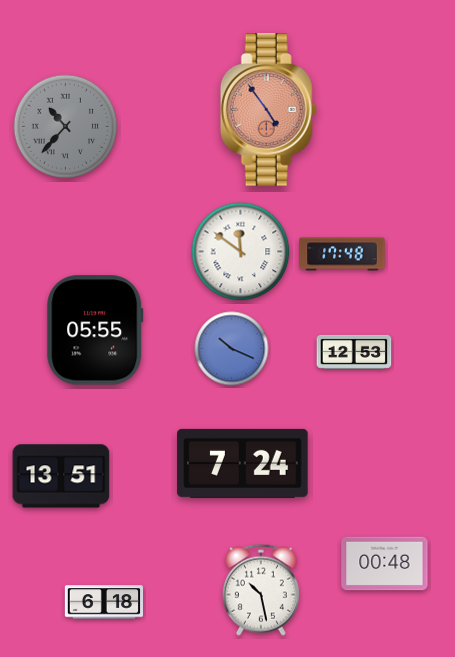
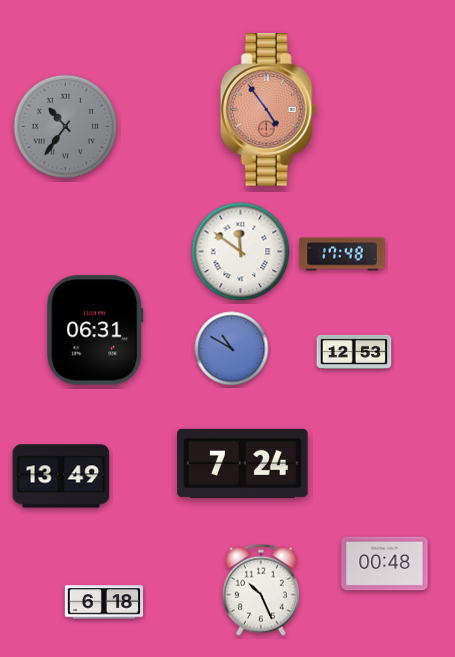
clock at (66, 127): 10:37 -> 10:36
clock at (95, 330): 05:55 -> 06:31
clock at (232, 349): 10:19 -> 10:50
clock at (61, 476): 13:51 -> 13:49
clock at (261, 590): 10:28 -> 10:26
